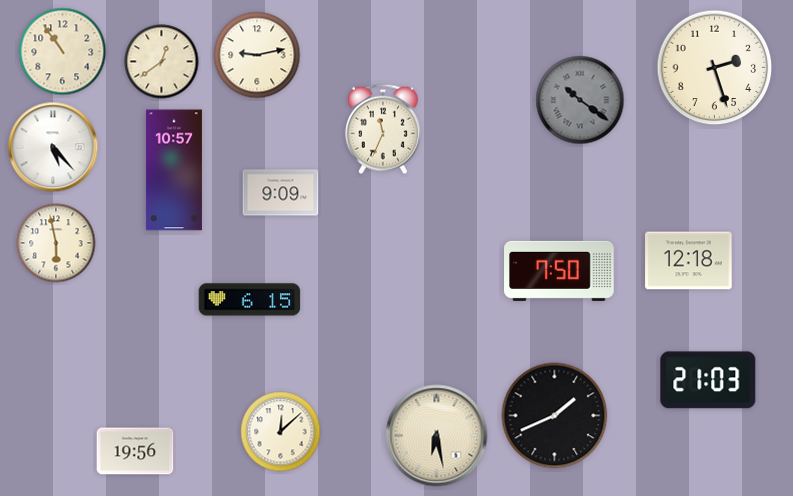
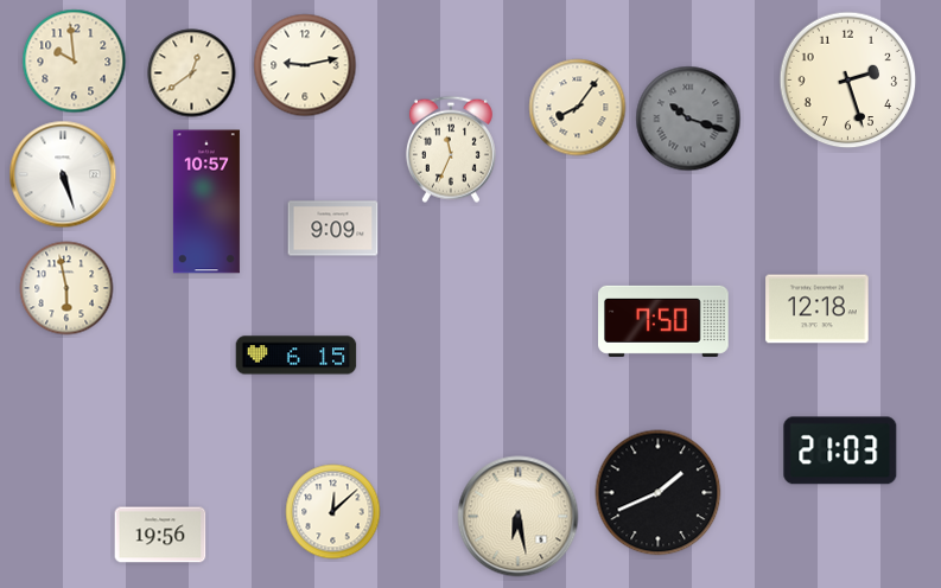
clock at (63, 52): 10:54 -> 9:59
clock at (578, 108): none -> 8:06
clock at (580, 100): 10:21 -> 10:18
clock at (383, 129) position: (383, 129) -> (451, 149)
clock at (53, 147): 5:23 -> 5:27
